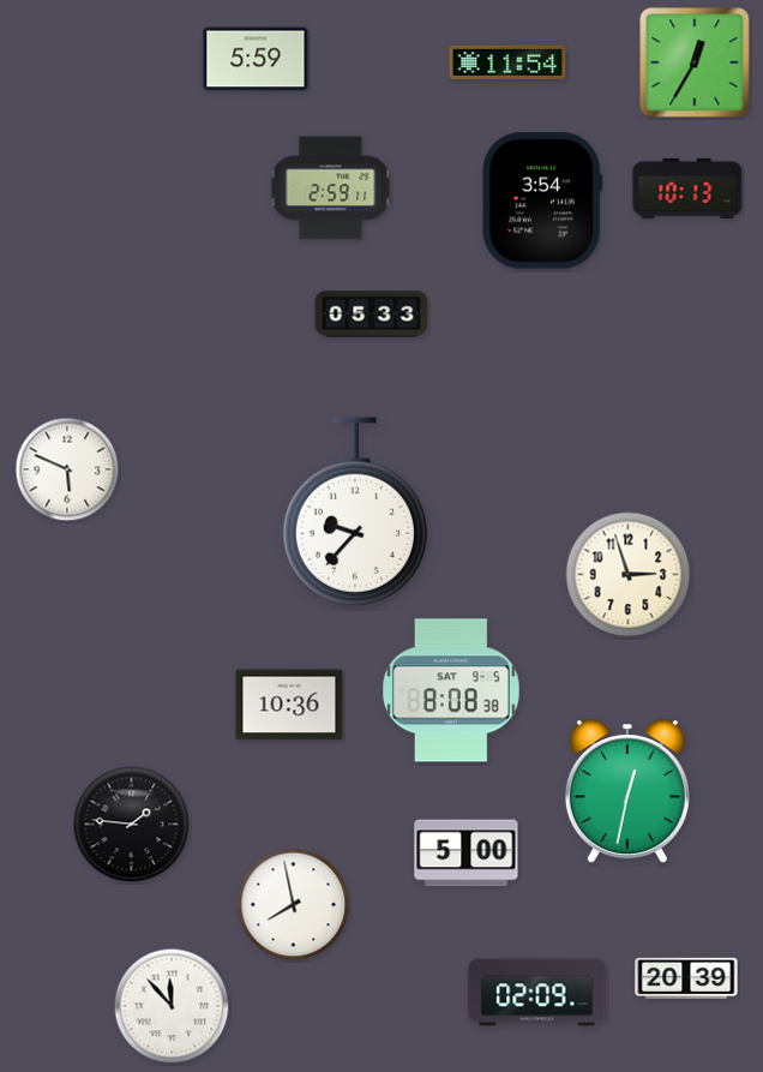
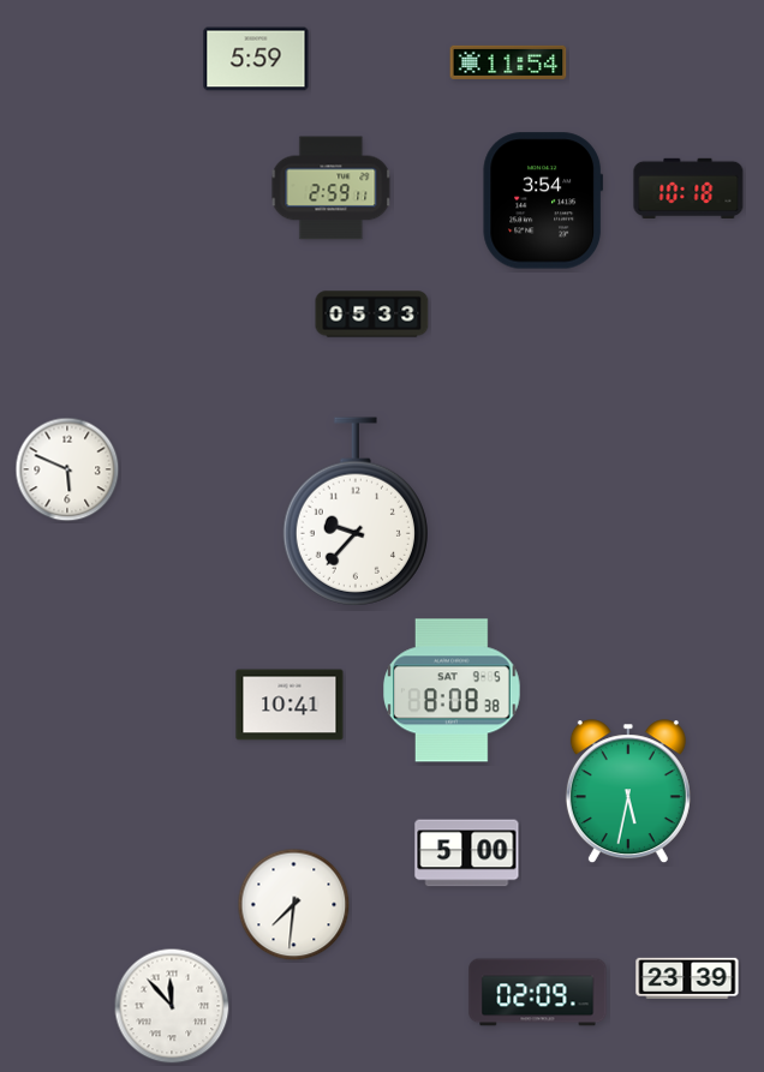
clock at (695, 62): 12:35 -> none
clock at (687, 188): 10:13 -> 10:18
clock at (629, 575): 2:57 -> none
clock at (289, 705): 10:36 -> 10:41
clock at (627, 792): 12:32 -> 5:32
clock at (132, 825): 1:46 -> none
clock at (294, 905): 7:58 -> 7:31
clock at (686, 978): 20:39 -> 23:39
